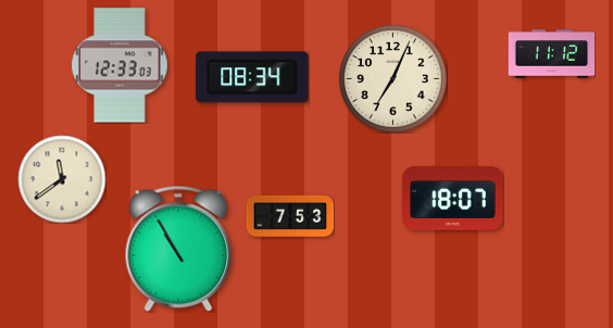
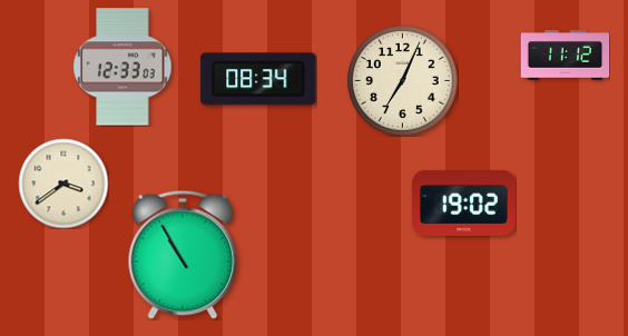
clock at (62, 179): 11:39 -> 3:39
clock at (453, 198): 18:07 -> 19:02
clock at (290, 216): 7:53 -> none
